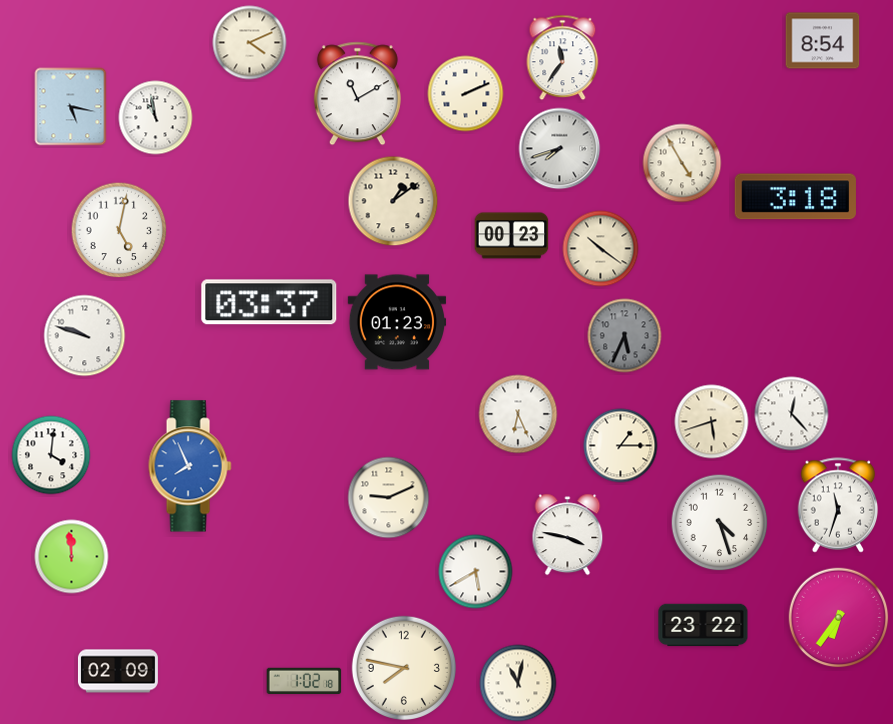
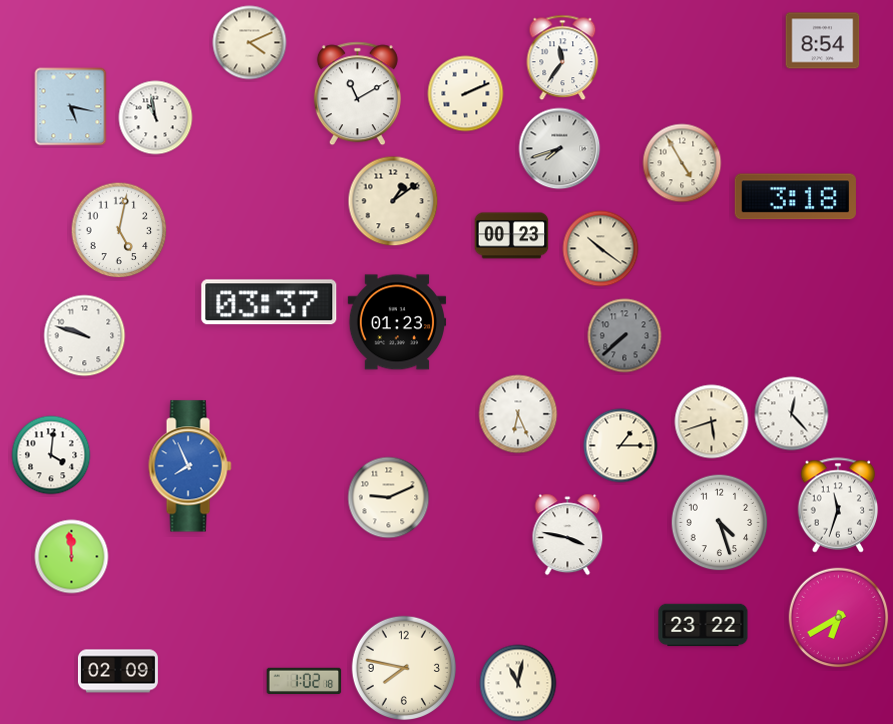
clock at (625, 336): 5:34 -> 7:38
clock at (476, 572): 5:40 -> none
clock at (839, 618): 6:36 -> 6:40
